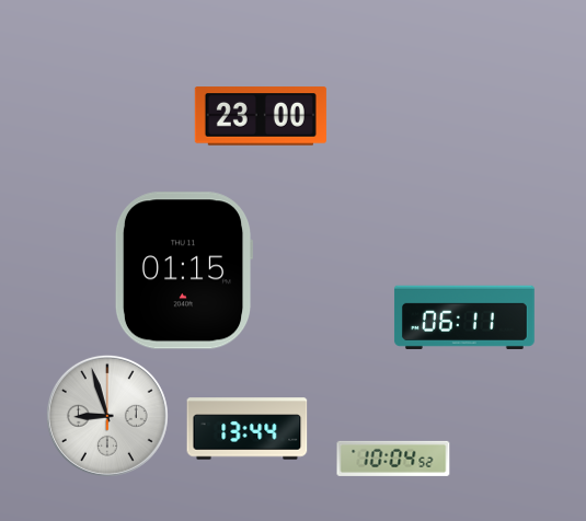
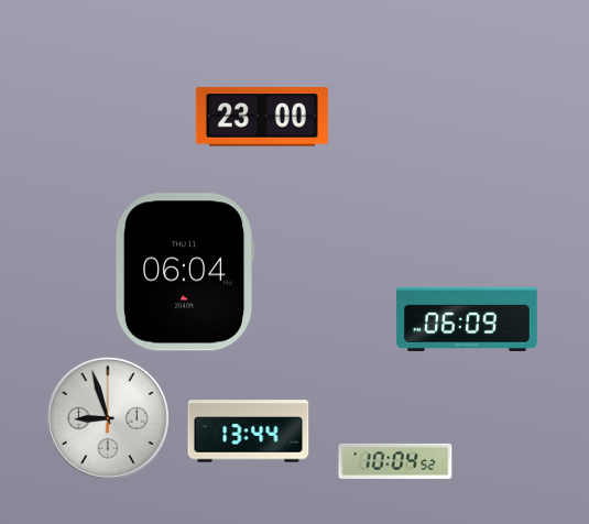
clock at (184, 270): 01:15 -> 06:04
clock at (464, 317): 06:11 -> 06:09
